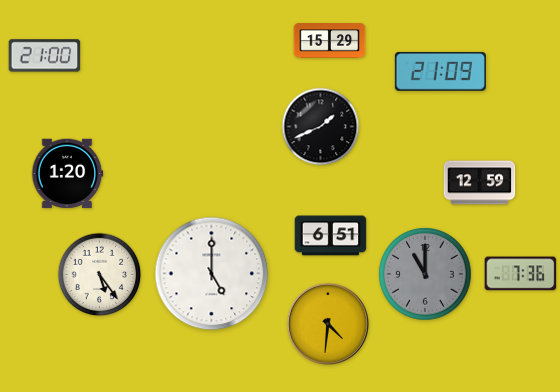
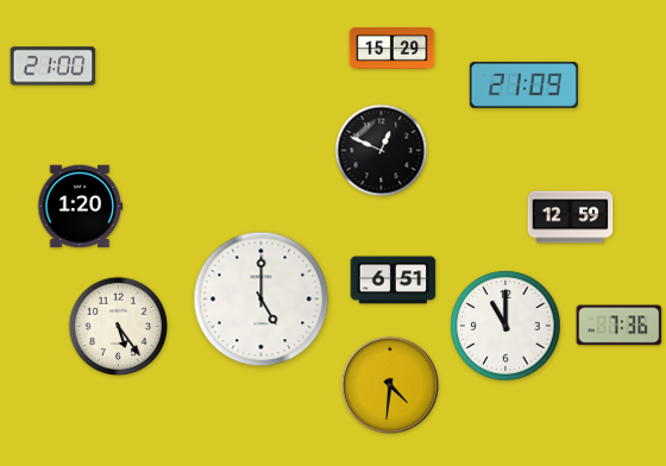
clock at (321, 127): 1:41 -> 12:49
clock at (212, 274) position: (212, 274) -> (262, 300)
clock at (425, 274) dial: grey -> white
